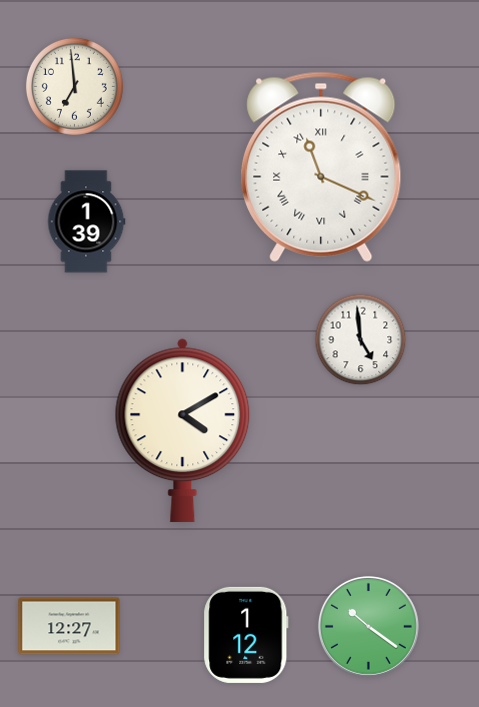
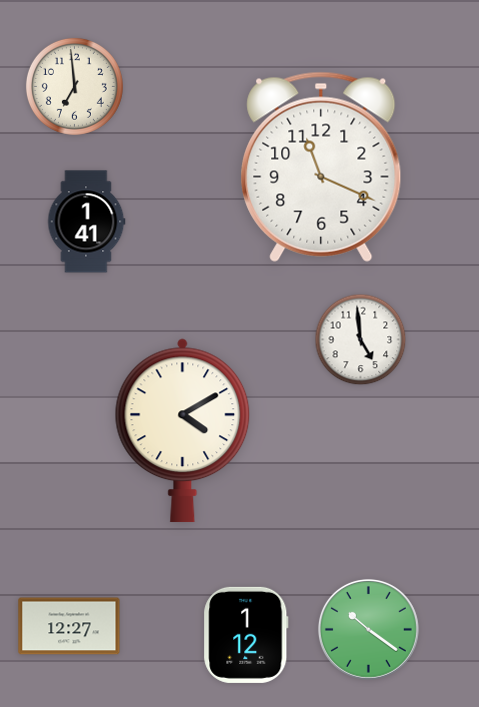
clock at (321, 167) numerals: Roman -> Arabic
clock at (87, 222): 1:39 -> 1:41
clock at (368, 626) position: (368, 626) -> (368, 629)
